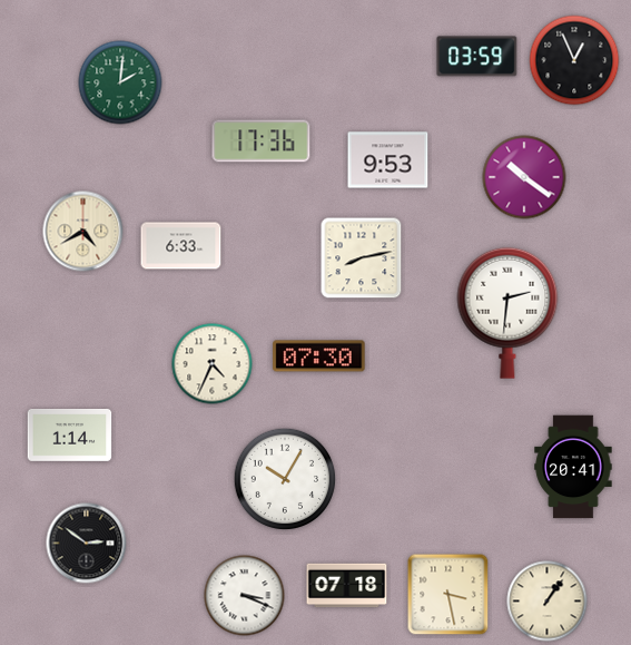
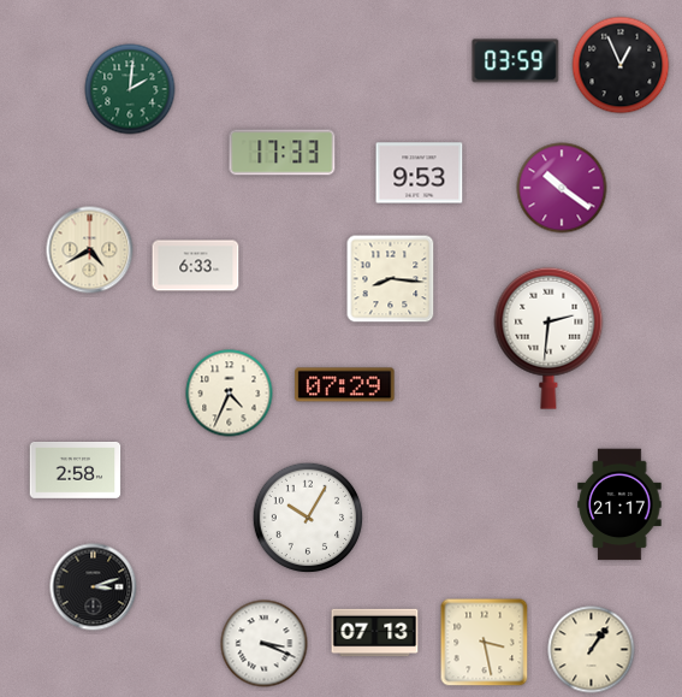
clock at (262, 141): 17:36 -> 17:33
clock at (524, 177) position: (524, 177) -> (562, 188)
clock at (362, 258): 8:13 -> 8:16
clock at (319, 356): 07:30 -> 07:29
clock at (70, 436): 1:14 -> 2:58
clock at (573, 467): 20:41 -> 21:17
clock at (87, 544): 2:51 -> 3:12
clock at (347, 586): 07:18 -> 07:13
